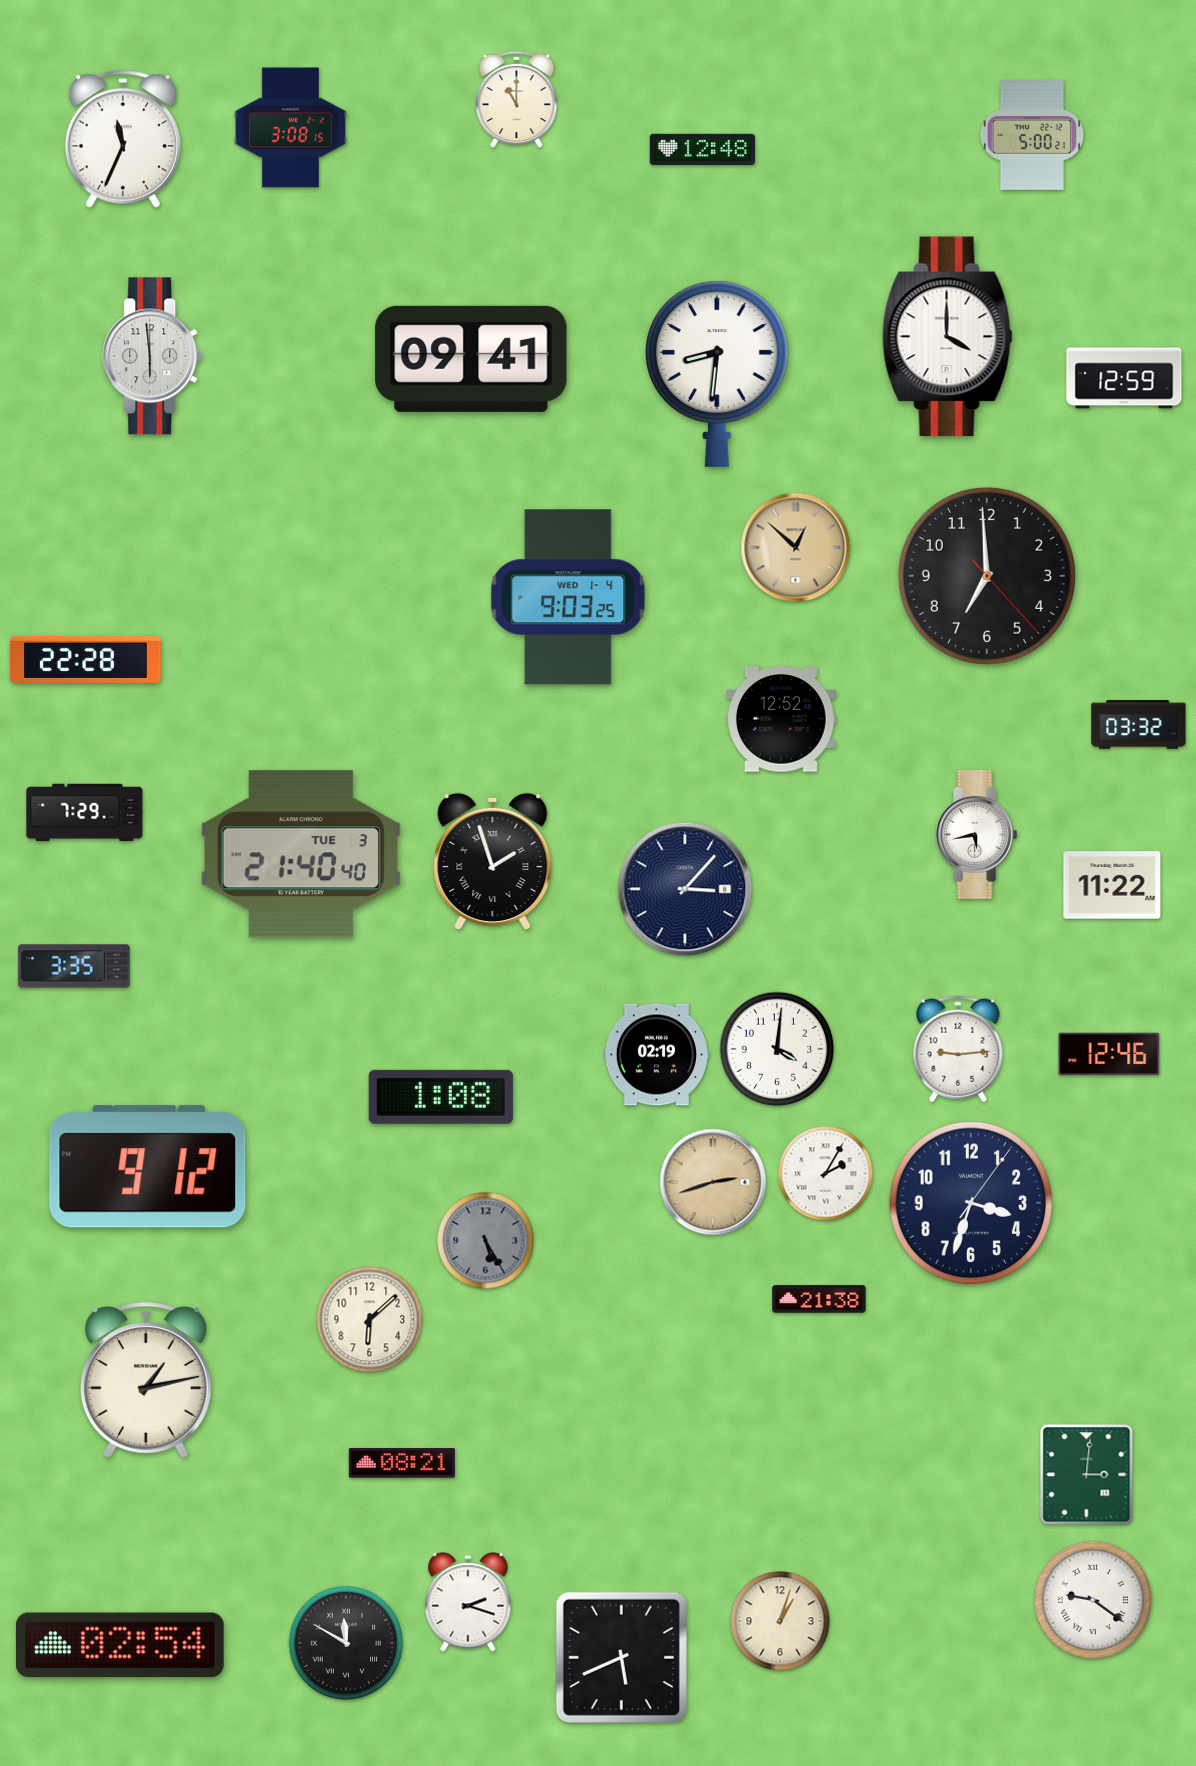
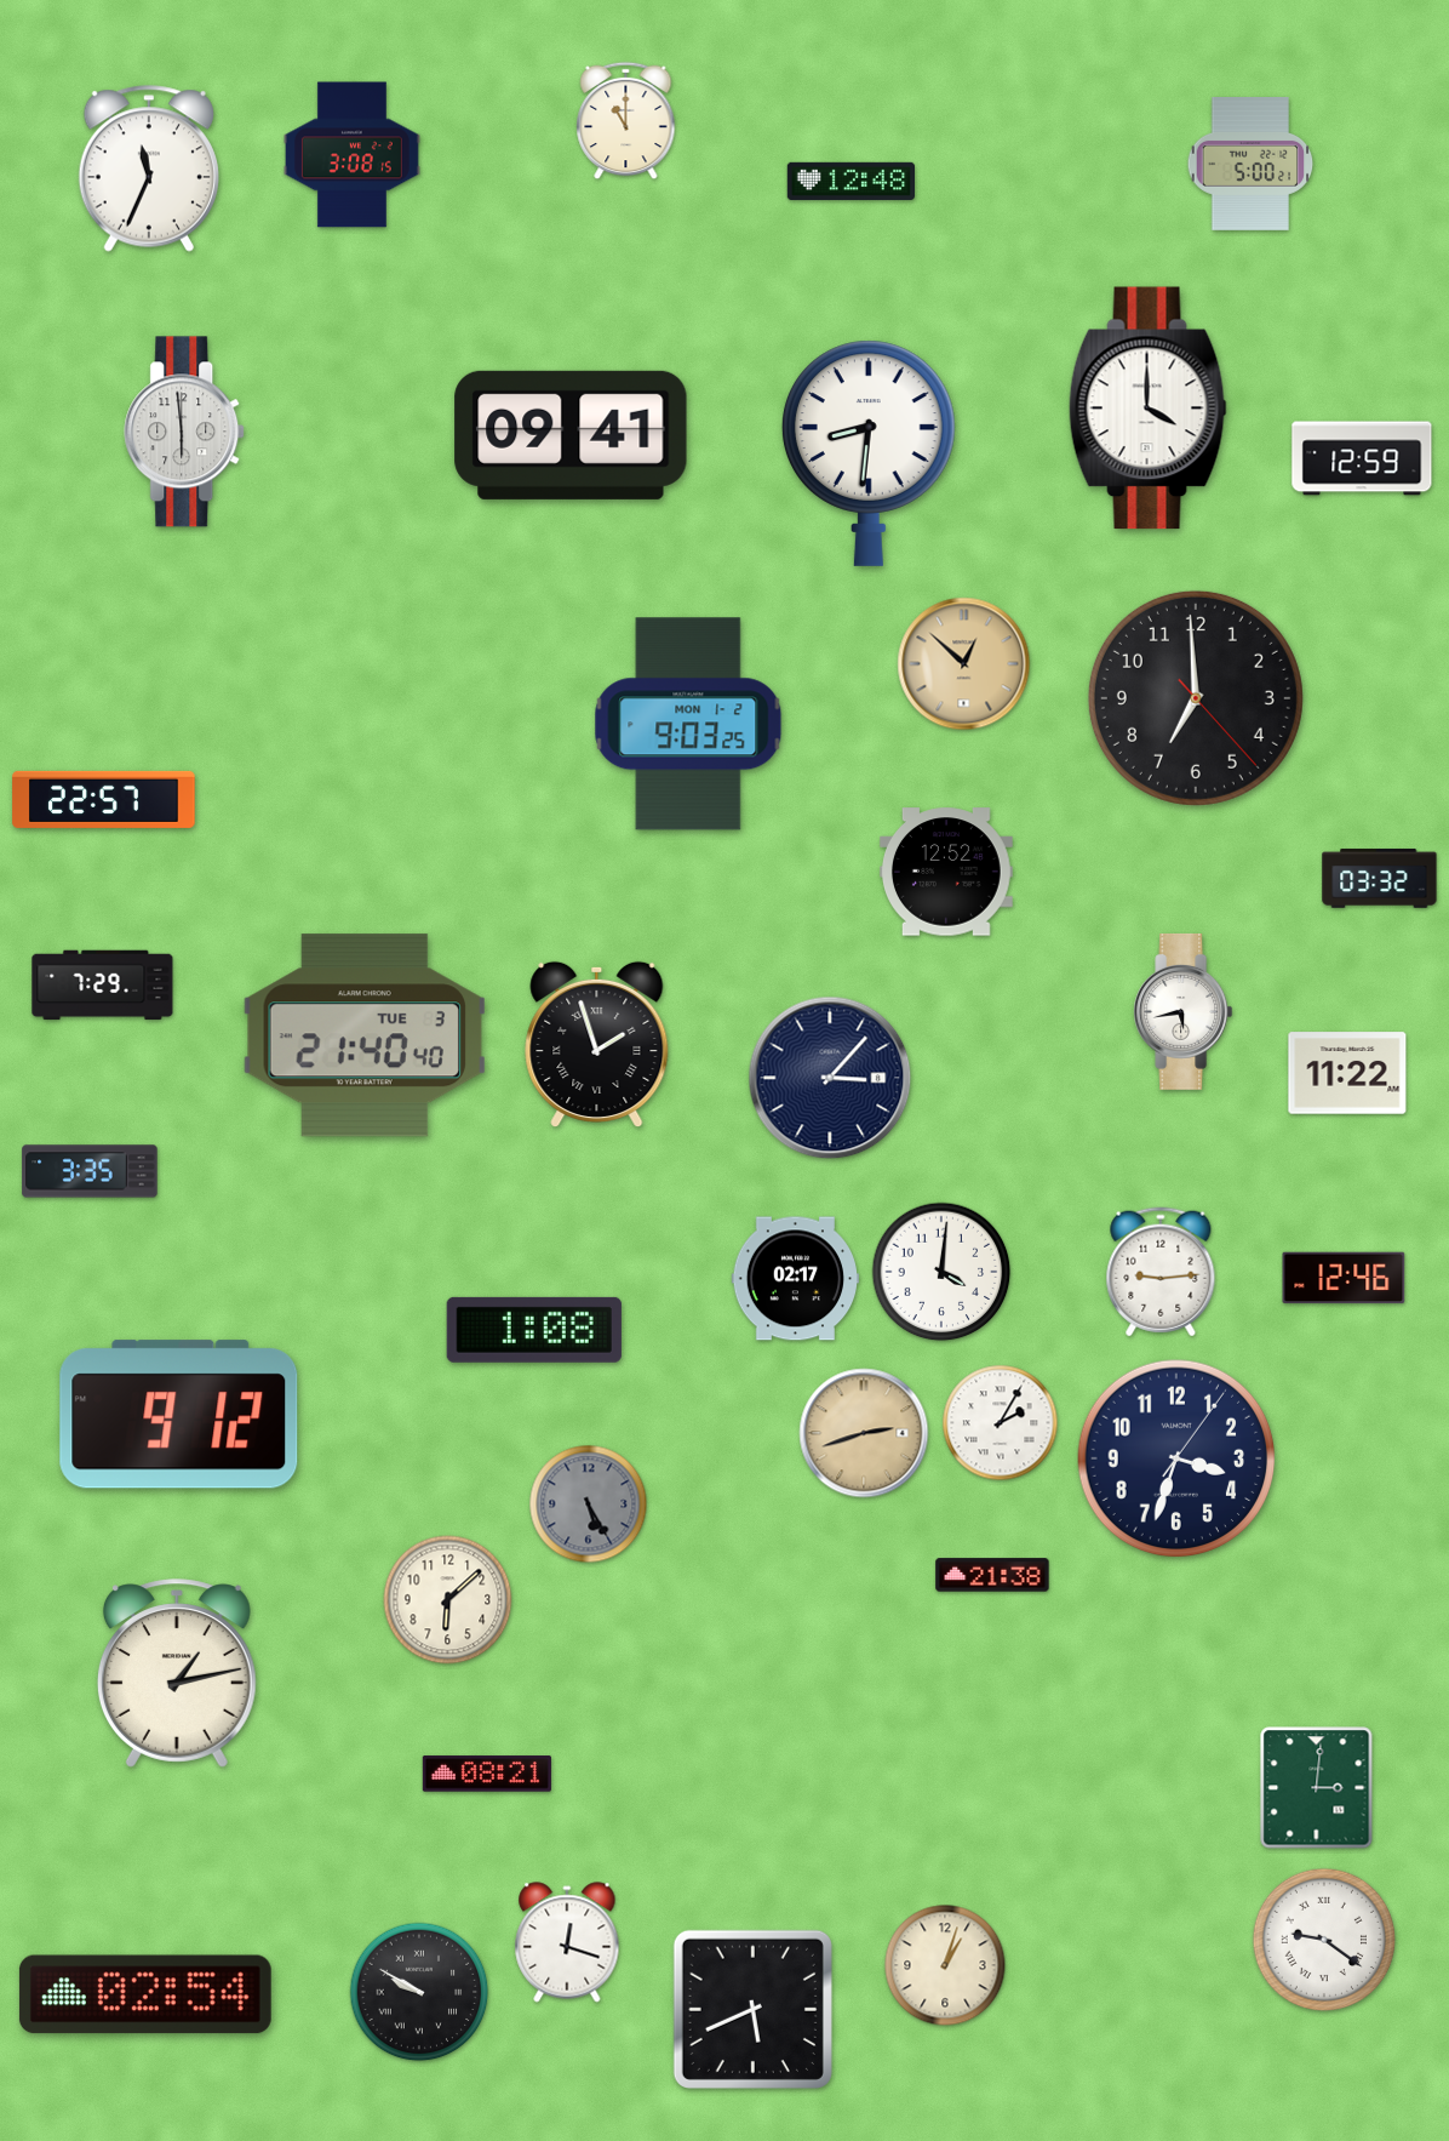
clock at (568, 597) date: WED 1-4 -> MON 1-2
clock at (86, 659): 22:28 -> 22:57
clock at (656, 1055): 02:19 -> 02:17
clock at (468, 1602): 2:18 -> 12:18
clock at (346, 1643): 11:50 -> 9:50
